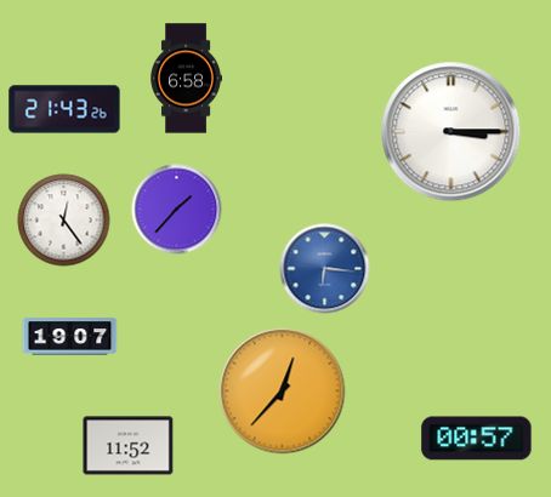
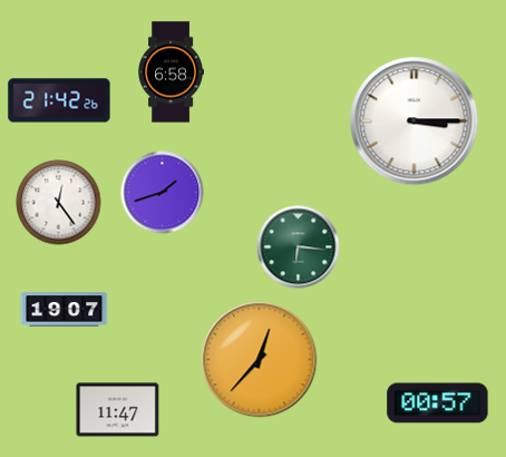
clock at (64, 109): 21:43 -> 21:42
clock at (177, 210): 1:37 -> 1:42
clock at (325, 269) dial: blue -> green
clock at (129, 446): 11:52 -> 11:47
